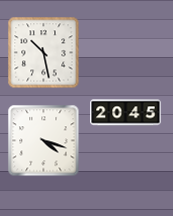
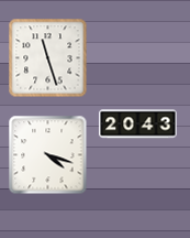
clock at (44, 53): 10:28 -> 11:27
clock at (126, 113): 20:45 -> 20:43
